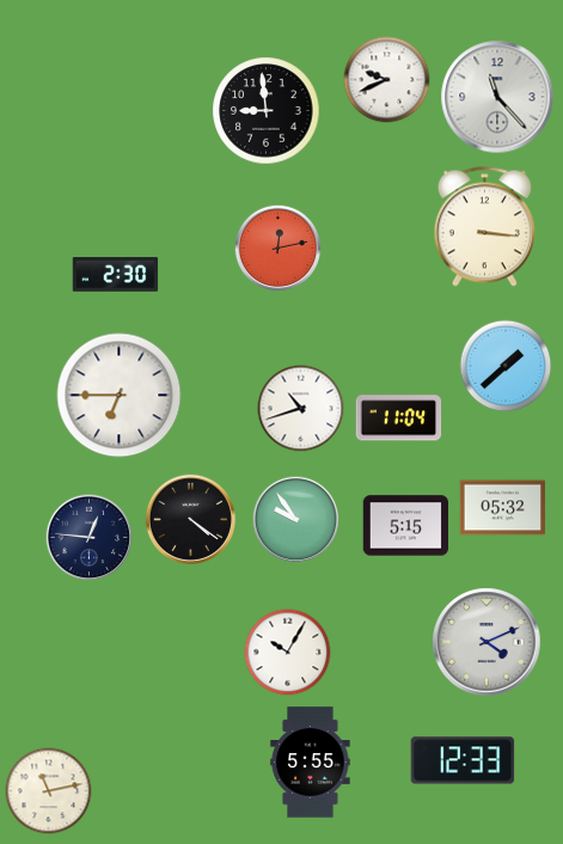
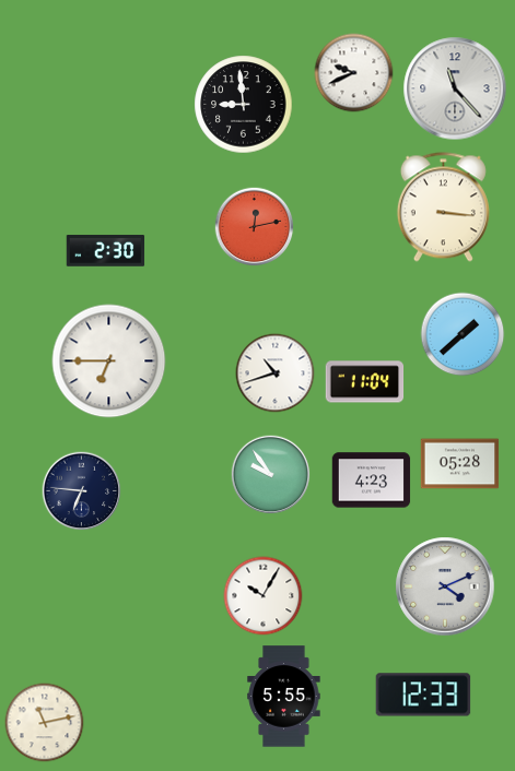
clock at (267, 111) position: (267, 111) -> (244, 105)
clock at (503, 508): 05:32 -> 05:28
clock at (190, 519): 4:21 -> none
clock at (406, 526): 5:15 -> 4:23
clock at (90, 538): 12:46 -> 6:46
